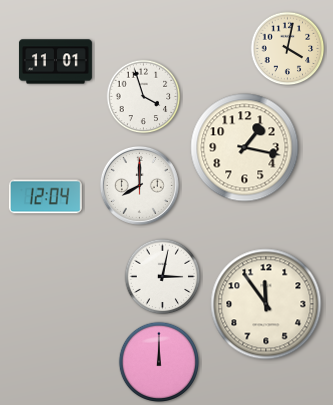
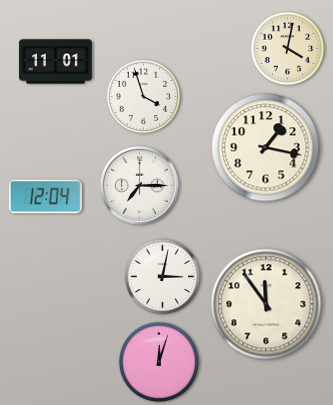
clock at (245, 148) position: (245, 148) -> (266, 148)
clock at (139, 185): 8:00 -> 7:15
clock at (159, 362): 12:00 -> 12:03
